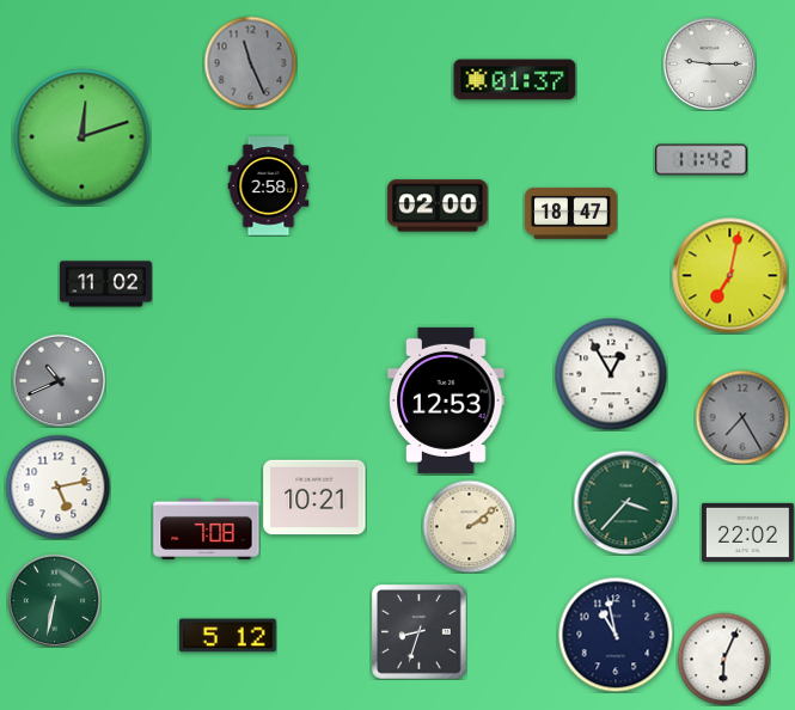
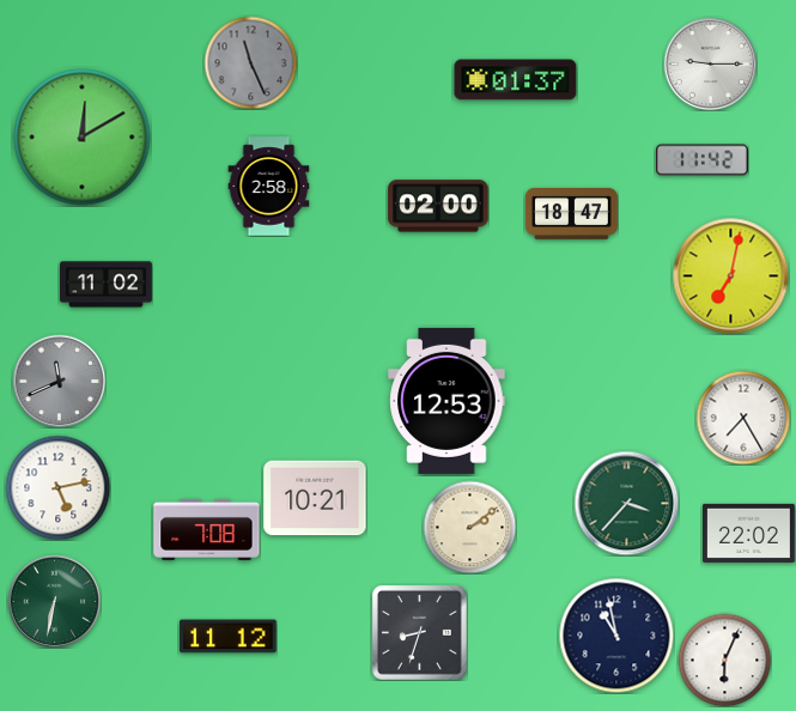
clock at (82, 137): 12:12 -> 12:10
clock at (611, 374): 12:55 -> none
clock at (59, 380): 10:41 -> 11:41
clock at (742, 417) dial: grey -> white
clock at (228, 636): 5:12 -> 11:12
